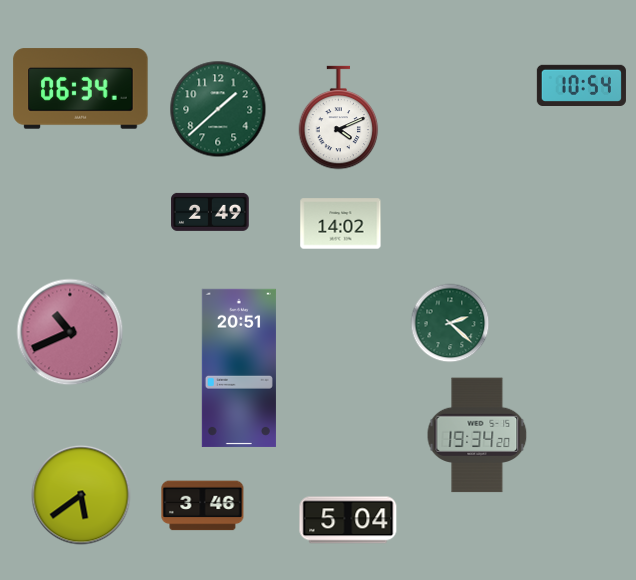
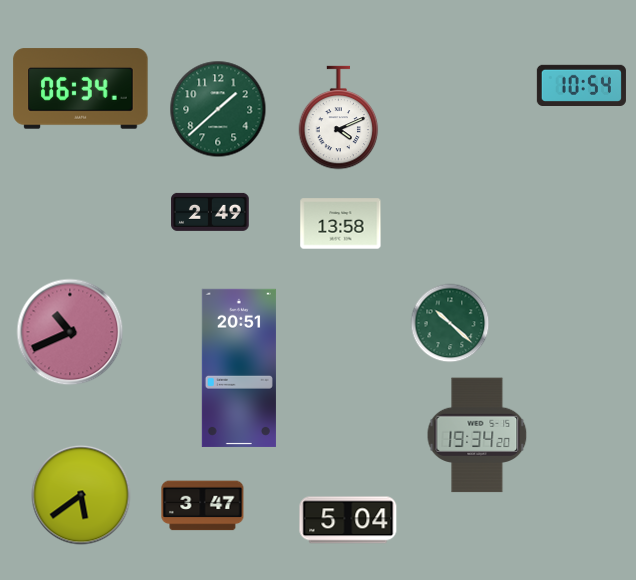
clock at (341, 224): 14:02 -> 13:58
clock at (450, 323): 2:22 -> 10:22
clock at (203, 506): 3:46 -> 3:47
